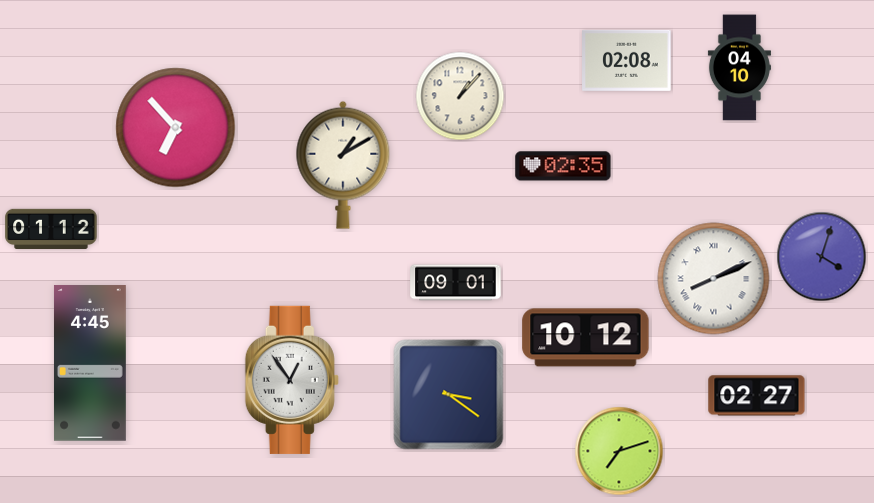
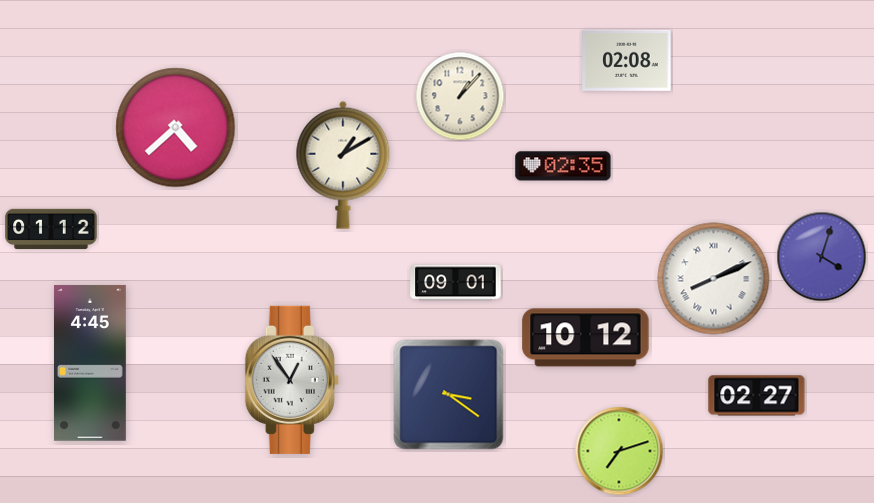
clock at (739, 68): 04:10 -> none
clock at (176, 128): 6:53 -> 4:38
